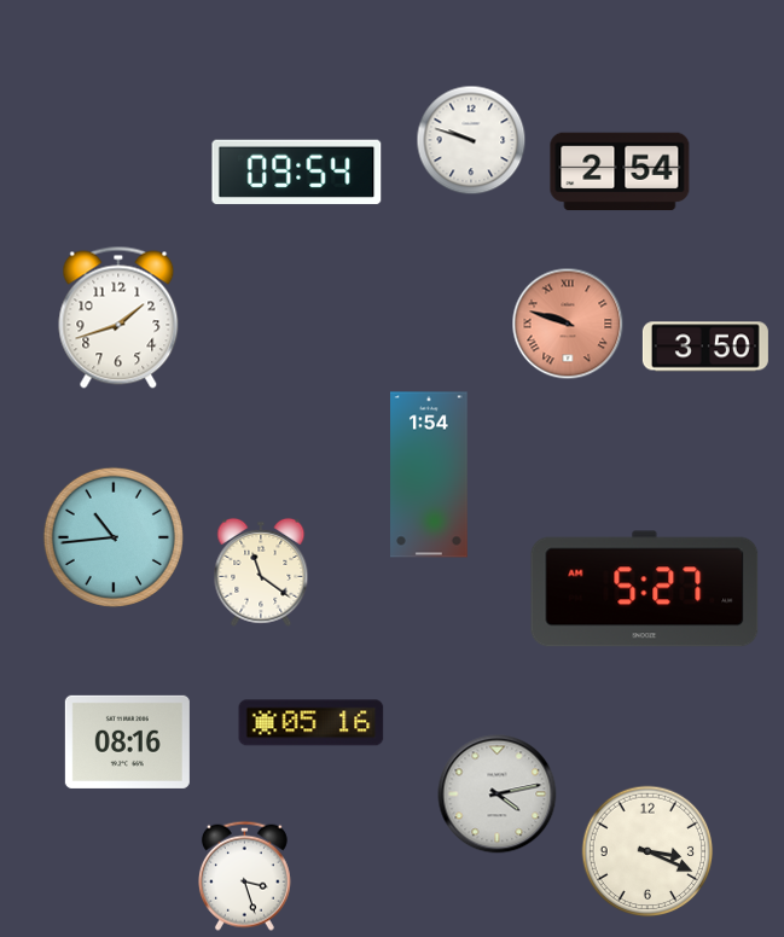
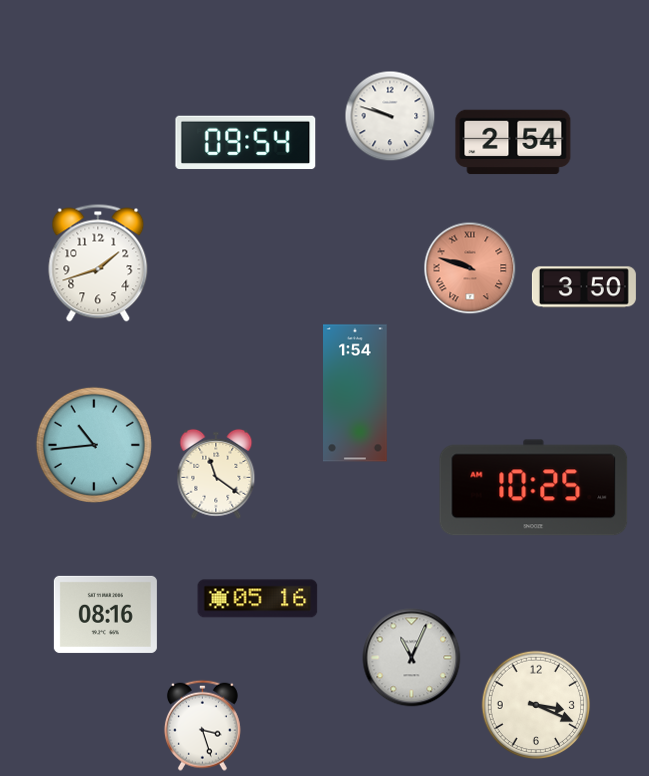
clock at (645, 589): 5:27 -> 10:25
clock at (498, 795): 4:13 -> 11:04
